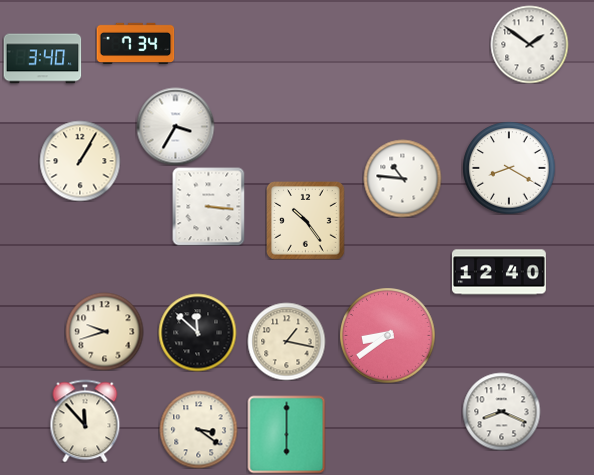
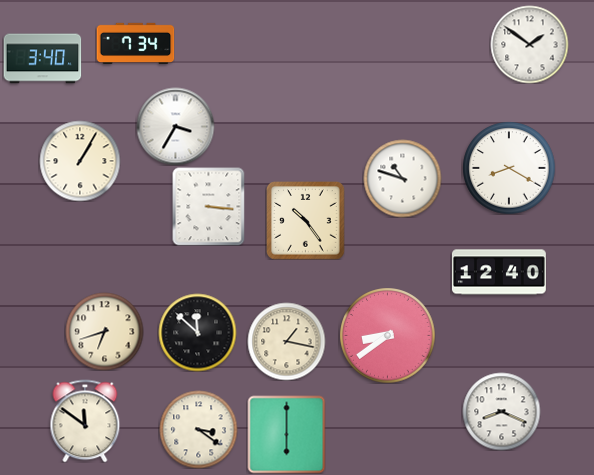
clock at (402, 178): 10:46 -> 10:48
clock at (104, 331): 9:42 -> 6:42
clock at (85, 421): 11:53 -> 11:51
